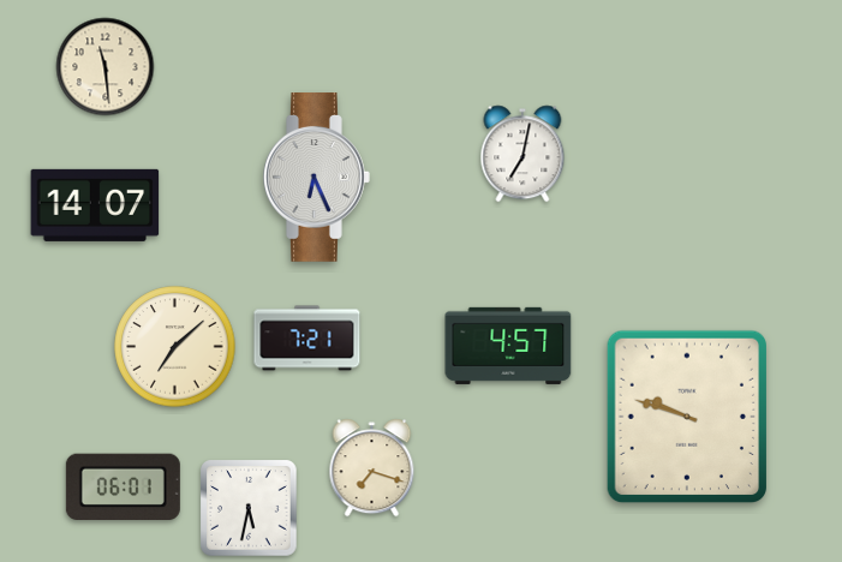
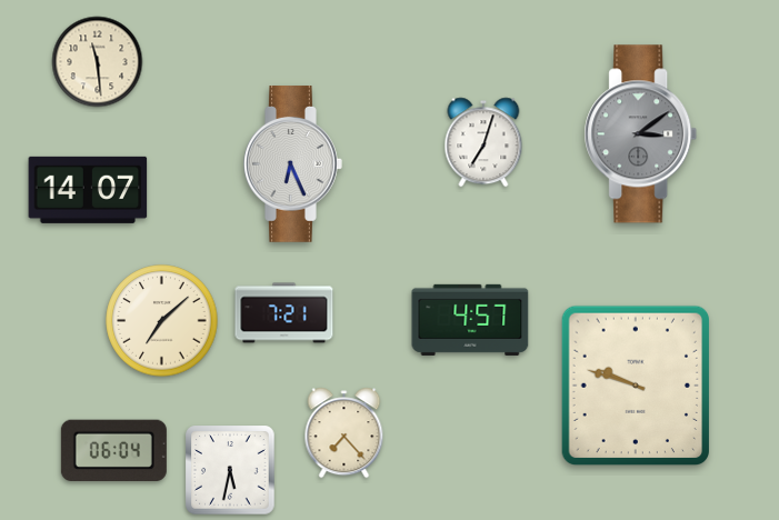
clock at (641, 134): none -> 3:09
clock at (522, 154): 7:02 -> 7:03
clock at (372, 468): 7:18 -> 7:23
clock at (123, 486): 06:01 -> 06:04
